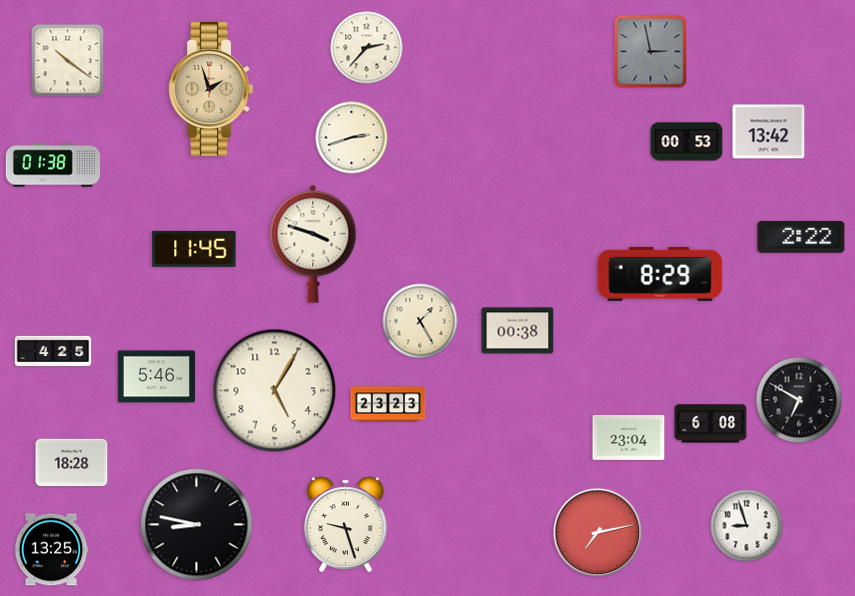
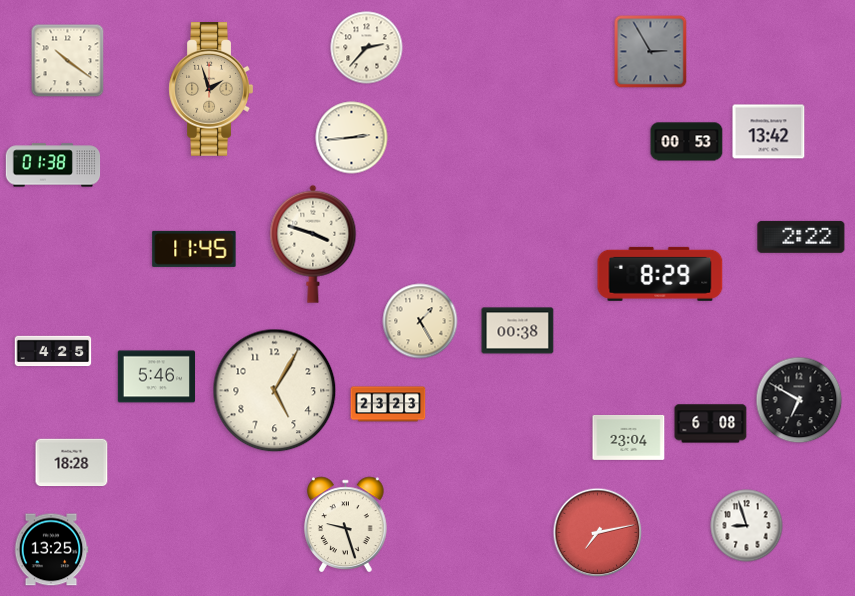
clock at (651, 52): 2:58 -> 2:55
clock at (352, 138): 2:42 -> 2:44
clock at (197, 525): 8:47 -> none
